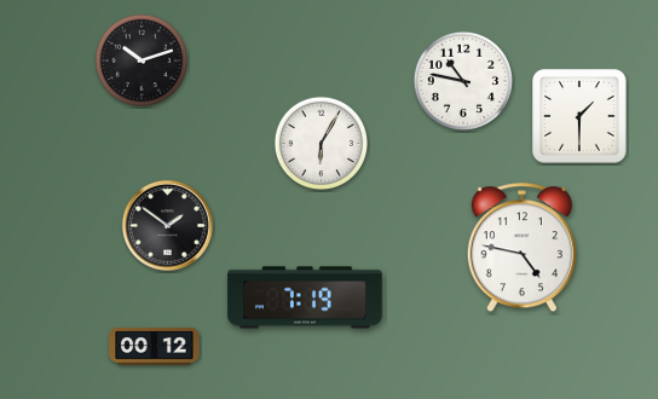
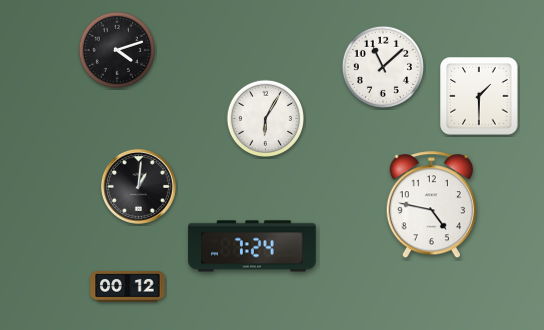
clock at (140, 59): 10:12 -> 4:12
clock at (463, 81): 10:47 -> 11:08
clock at (167, 225): 1:51 -> 1:01
clock at (305, 297): 7:19 -> 7:24
